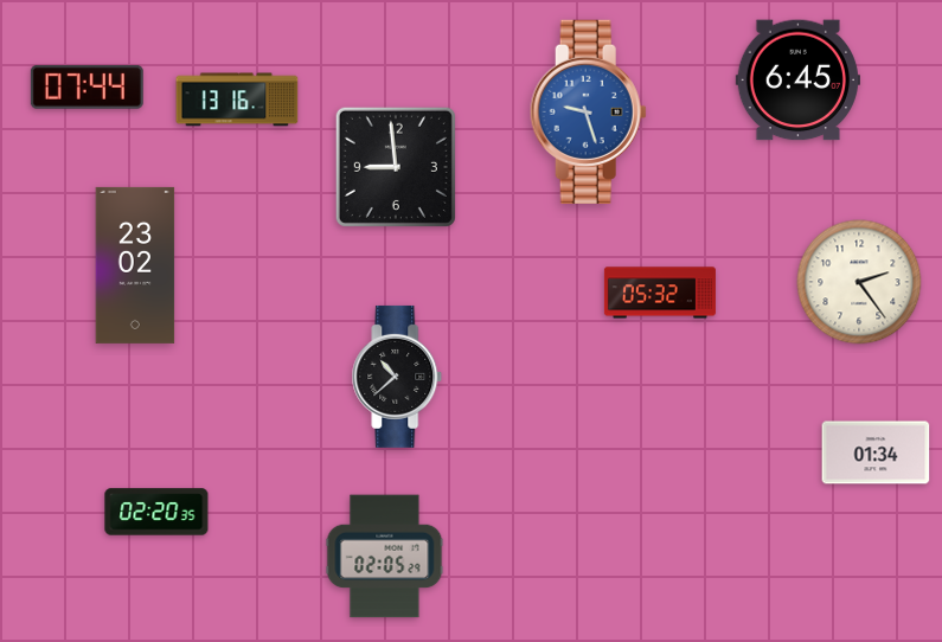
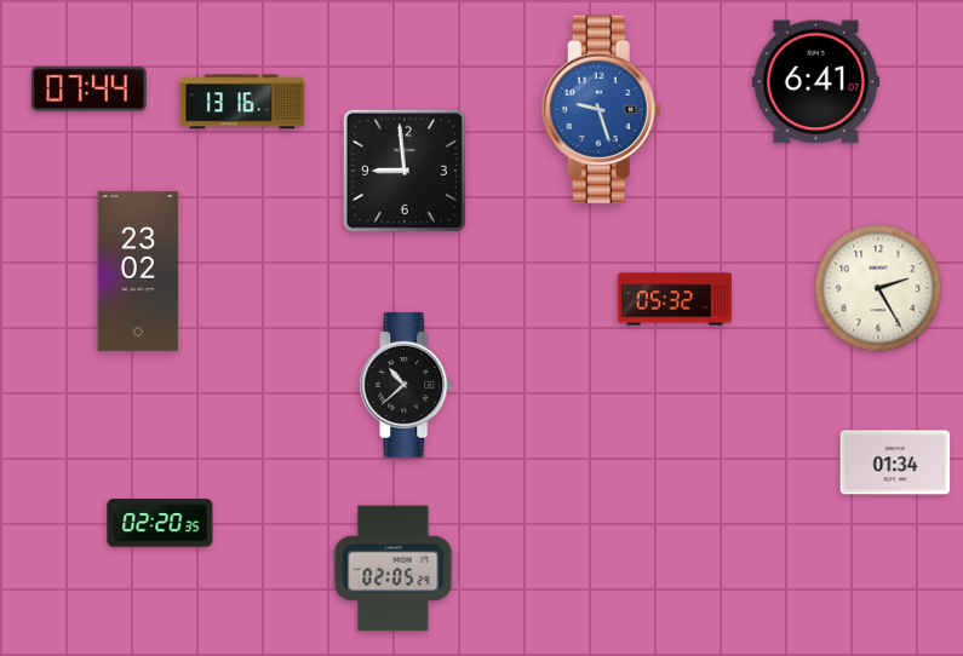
clock at (797, 81): 6:45 -> 6:41
clock at (588, 111) position: (588, 111) -> (601, 109)
clock at (859, 282): 2:24 -> 2:25
